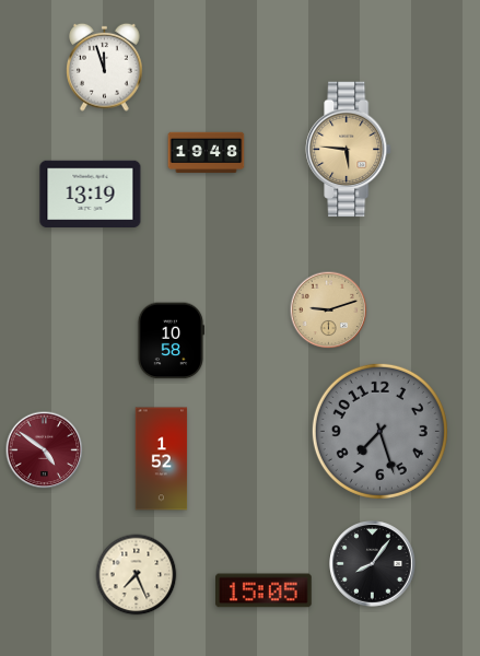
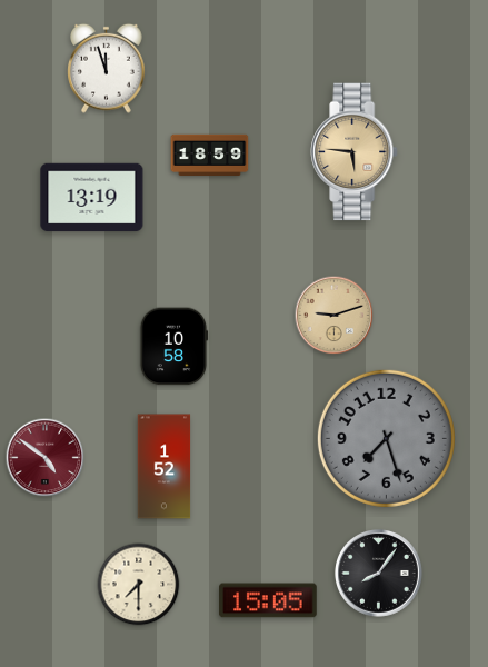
clock at (207, 153): 19:48 -> 18:59
clock at (137, 575): 7:26 -> 7:30
